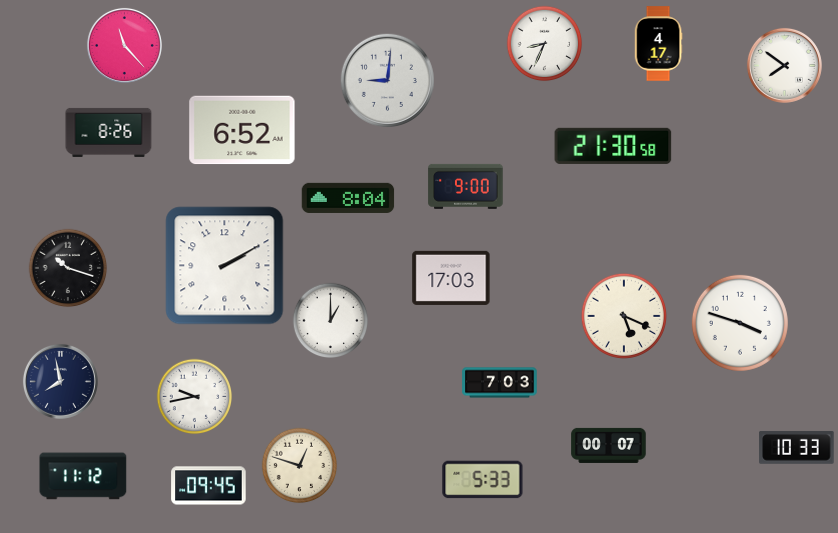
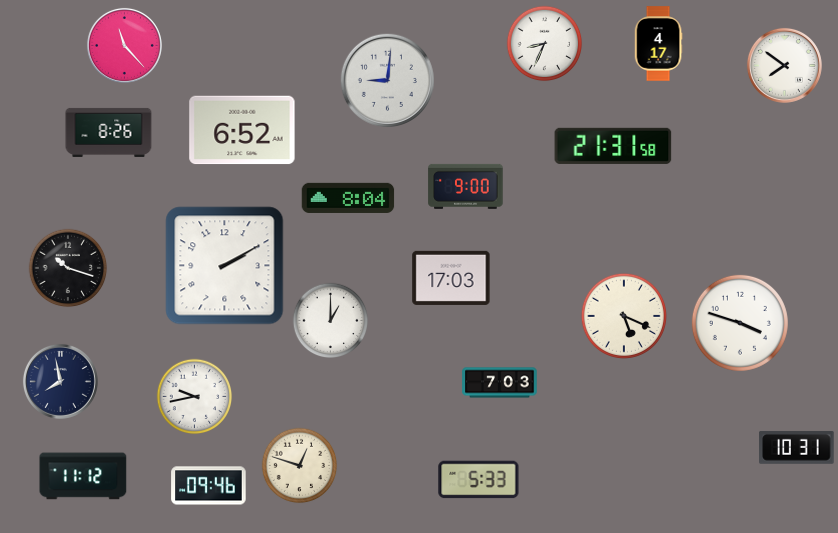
clock at (613, 146): 21:30 -> 21:31
clock at (609, 445): 00:07 -> none
clock at (797, 447): 10:33 -> 10:31
clock at (483, 480) position: (483, 480) -> (479, 480)
clock at (209, 486): 09:45 -> 09:46
